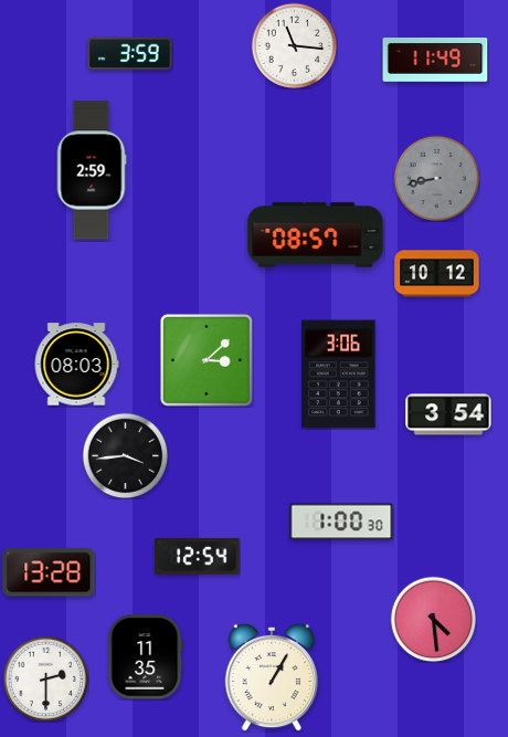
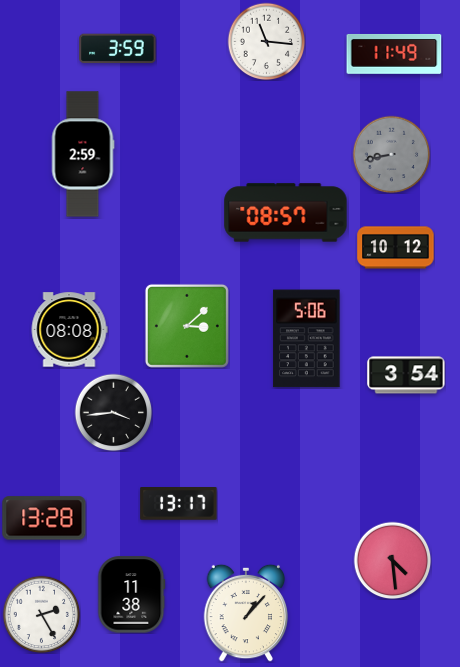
clock at (436, 178) position: (436, 178) -> (391, 154)
clock at (76, 365): 08:03 -> 08:08
clock at (339, 375): 3:06 -> 5:06
clock at (341, 522): 1:00 -> none
clock at (198, 557): 12:54 -> 13:17
clock at (146, 657): 11:35 -> 11:38
clock at (272, 677): 1:05 -> 1:07
clock at (45, 678): 2:30 -> 2:25
